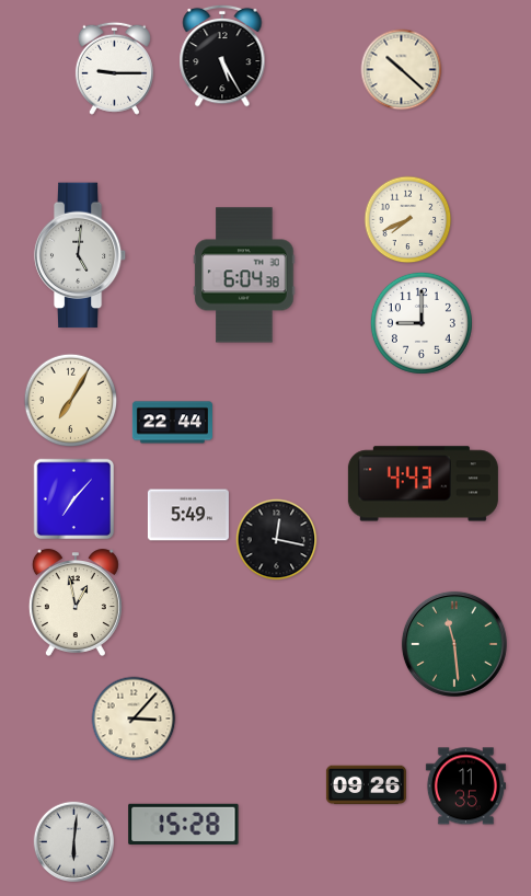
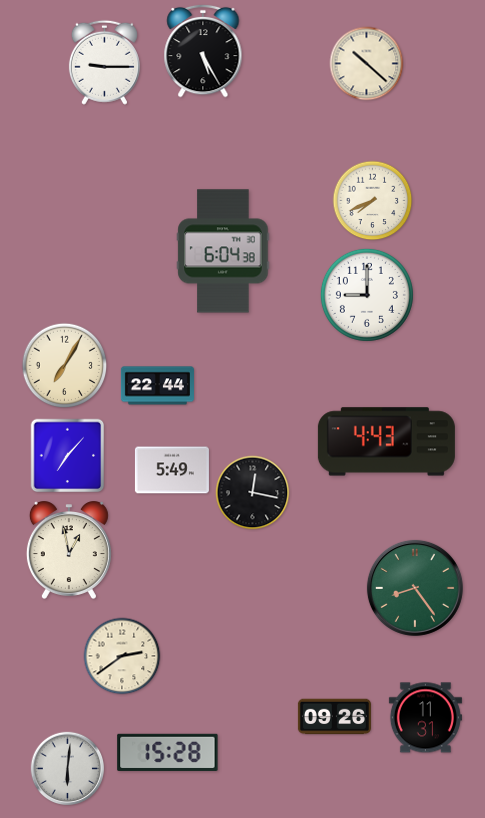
clock at (80, 255): 5:01 -> none
clock at (422, 323) position: (422, 323) -> (367, 295)
clock at (454, 644): 11:29 -> 8:24
clock at (134, 719): 3:07 -> 2:39
clock at (465, 786): 11:35 -> 11:31
